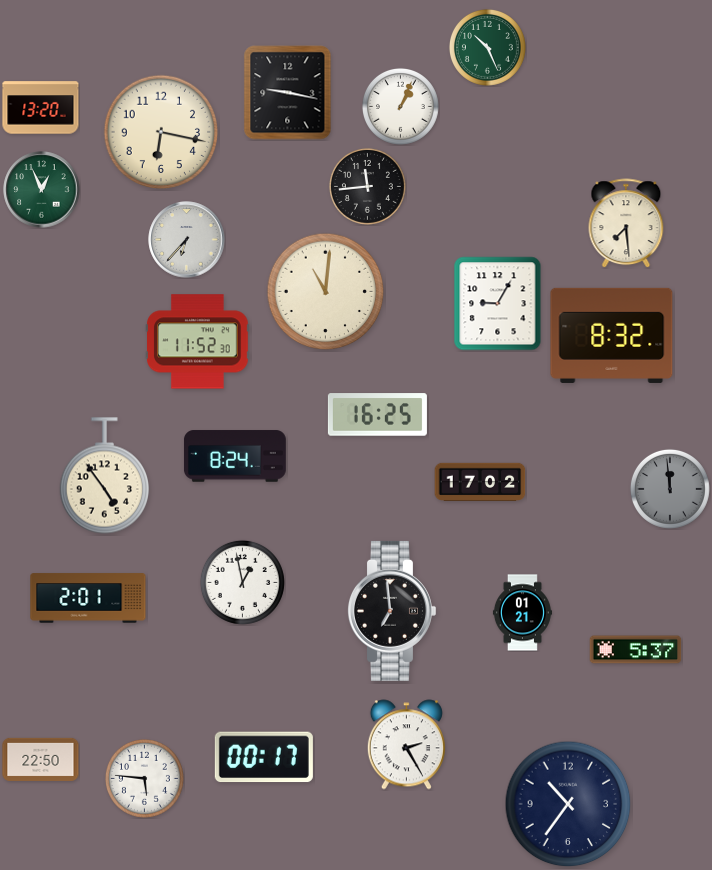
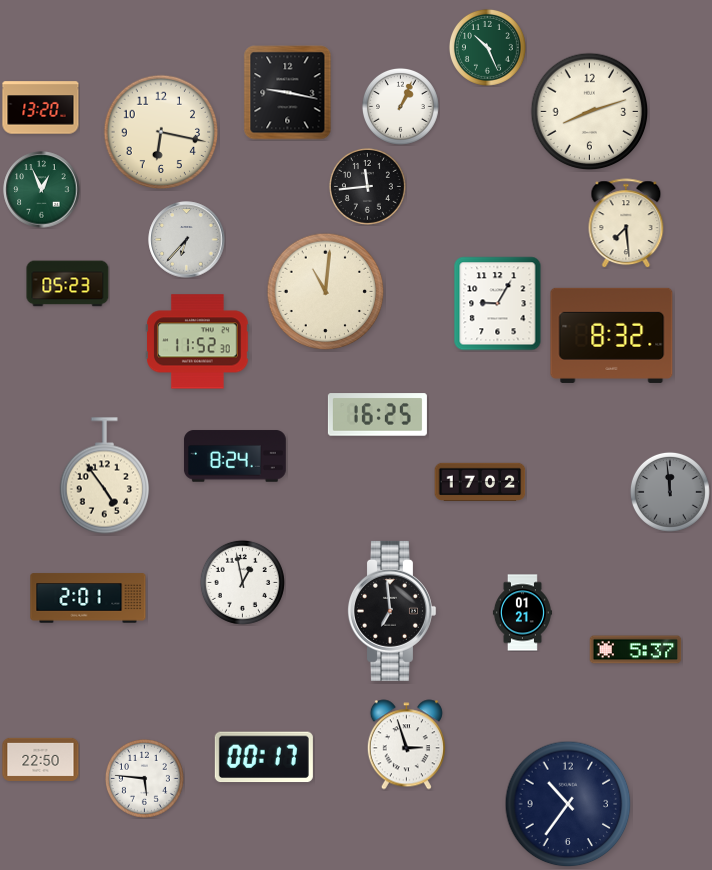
clock at (590, 112): none -> 8:12
clock at (68, 284): none -> 05:23
clock at (670, 489) position: (670, 489) -> (670, 492)
clock at (406, 745): 2:25 -> 2:57
